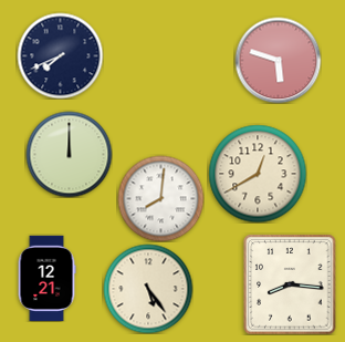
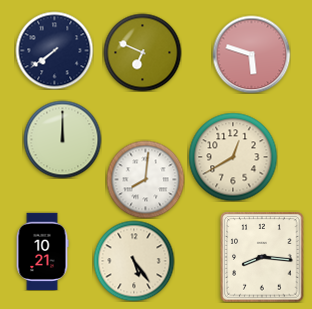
clock at (60, 55): 7:41 -> 7:39
clock at (142, 52): none -> 6:49
clock at (46, 278): 12:21 -> 10:21
